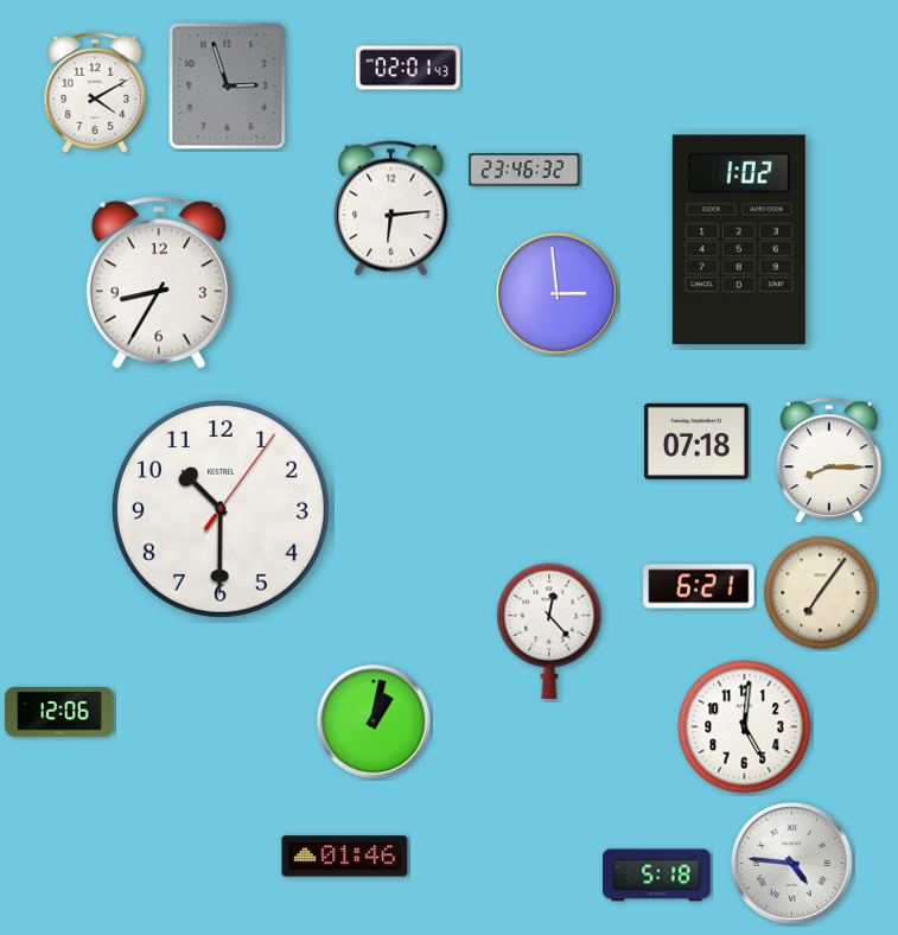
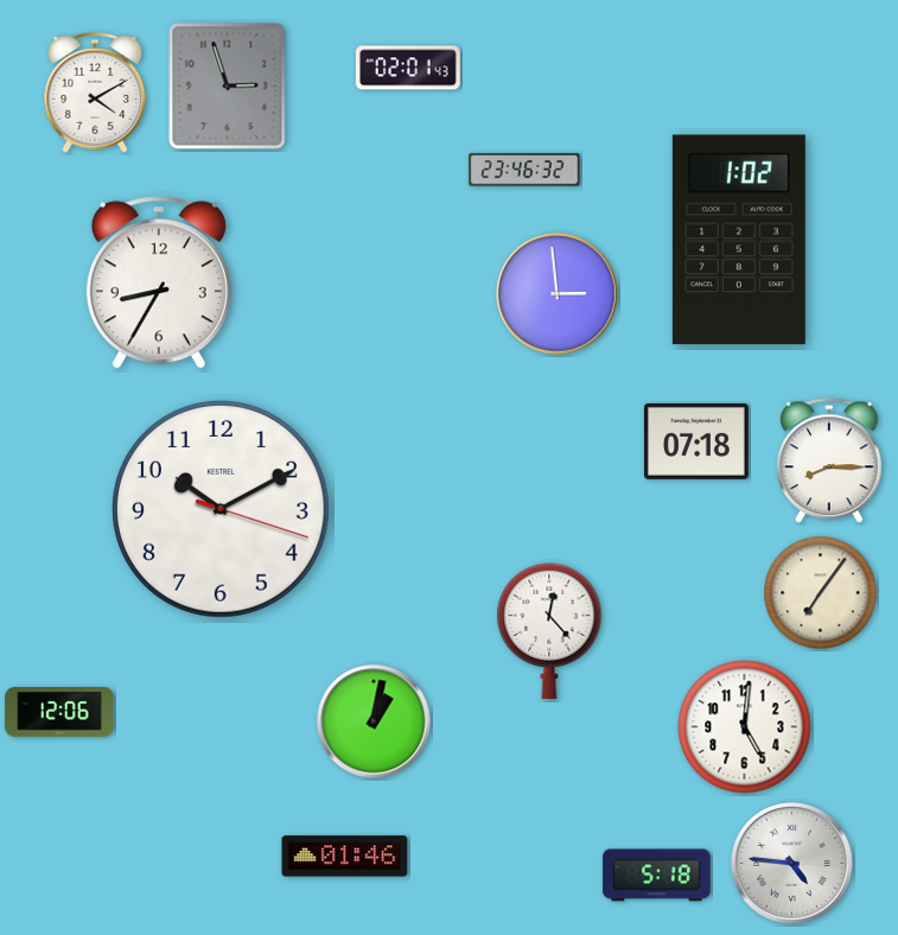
clock at (391, 209): 6:14 -> none
clock at (221, 509): 10:30 -> 10:10
clock at (699, 586): 6:21 -> none
